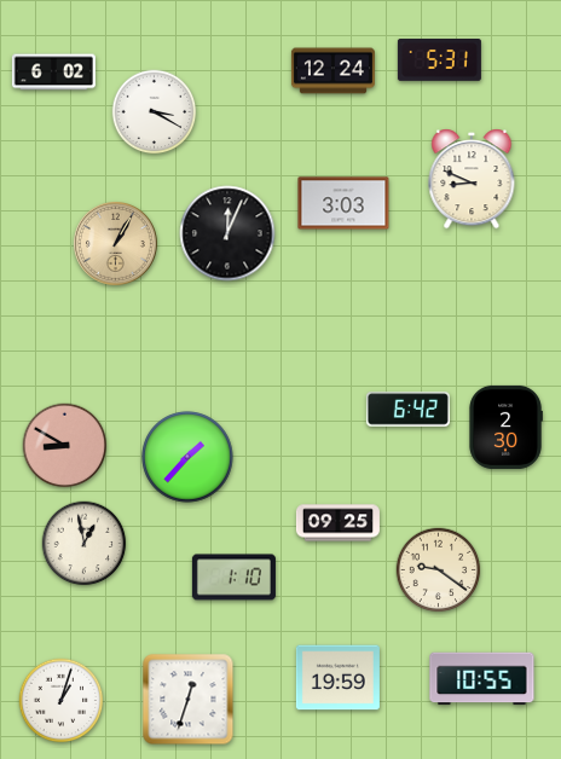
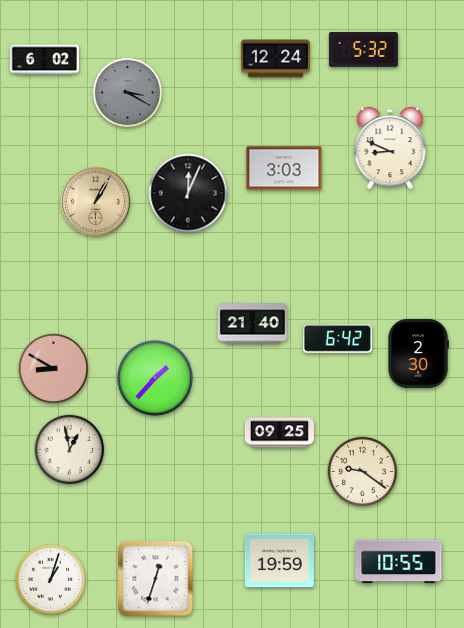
clock at (439, 60): 5:31 -> 5:32
clock at (155, 112) dial: white -> grey
clock at (252, 324): none -> 21:40
clock at (233, 578): 1:10 -> none
